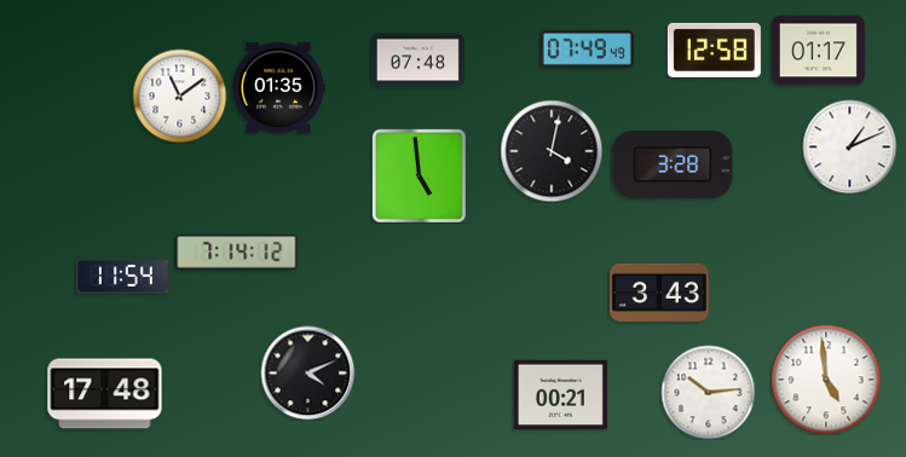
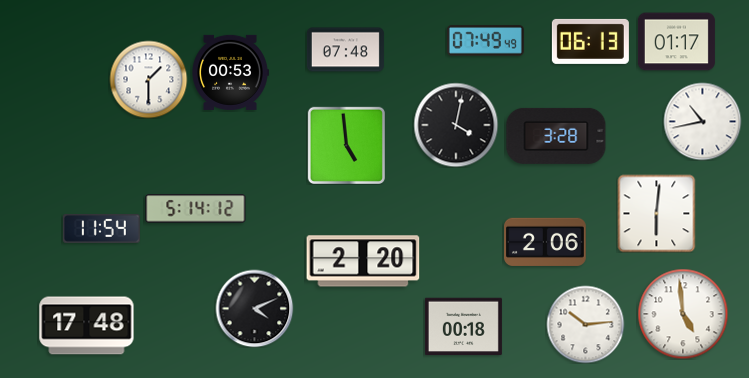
clock at (714, 50): 12:58 -> 06:13
clock at (278, 87): 01:35 -> 00:53
clock at (179, 96): 11:09 -> 1:30
clock at (849, 146): 1:11 -> 10:43
clock at (237, 253): 7:14 -> 5:14
clock at (656, 213): none -> 6:01
clock at (660, 291): 3:43 -> 2:06
clock at (363, 261): none -> 2:20
clock at (560, 395): 00:21 -> 00:18
